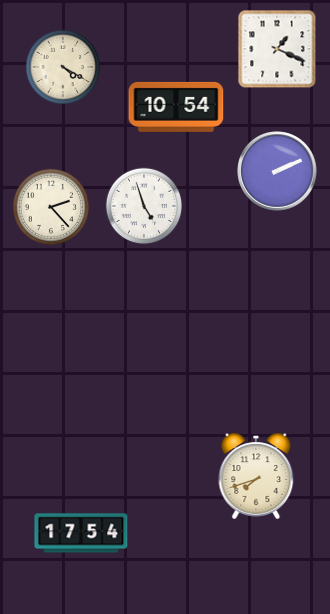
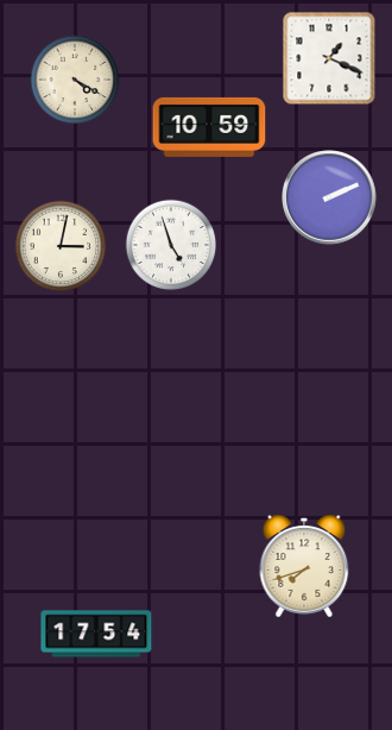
clock at (176, 107): 10:54 -> 10:59
clock at (277, 171) position: (277, 171) -> (329, 197)
clock at (51, 207): 2:23 -> 3:02
